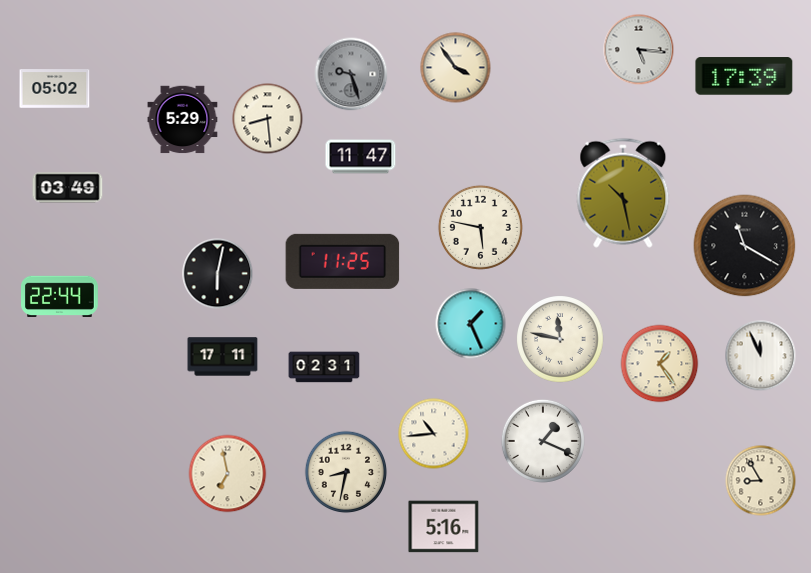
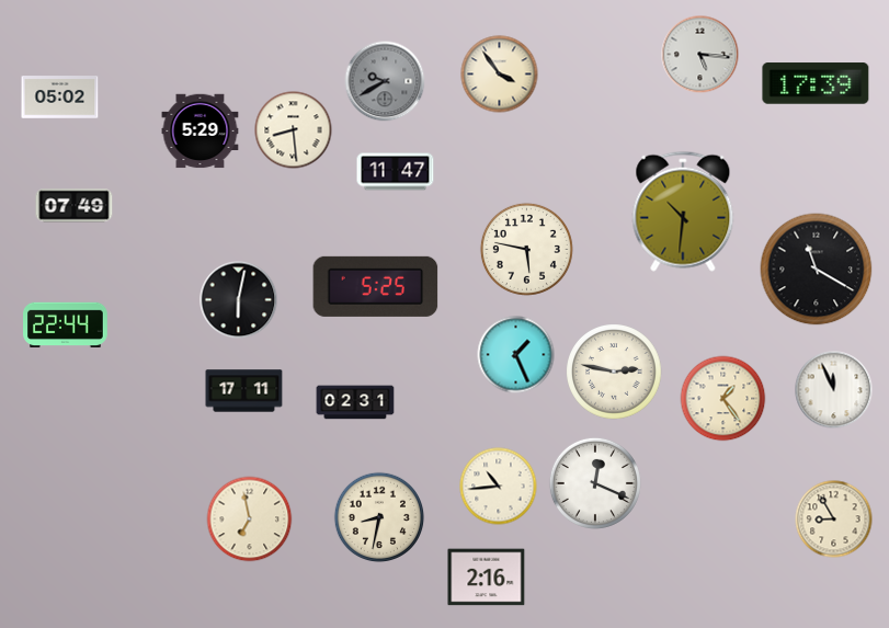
clock at (351, 74): 9:27 -> 9:40
clock at (68, 188): 03:49 -> 07:49
clock at (623, 193): 10:28 -> 10:31
clock at (343, 261): 11:25 -> 5:25
clock at (560, 339): 11:47 -> 2:47
clock at (434, 434) position: (434, 434) -> (499, 487)
clock at (543, 441): 1:19 -> 12:19
clock at (761, 481) position: (761, 481) -> (834, 519)
clock at (444, 527): 5:16 -> 2:16
